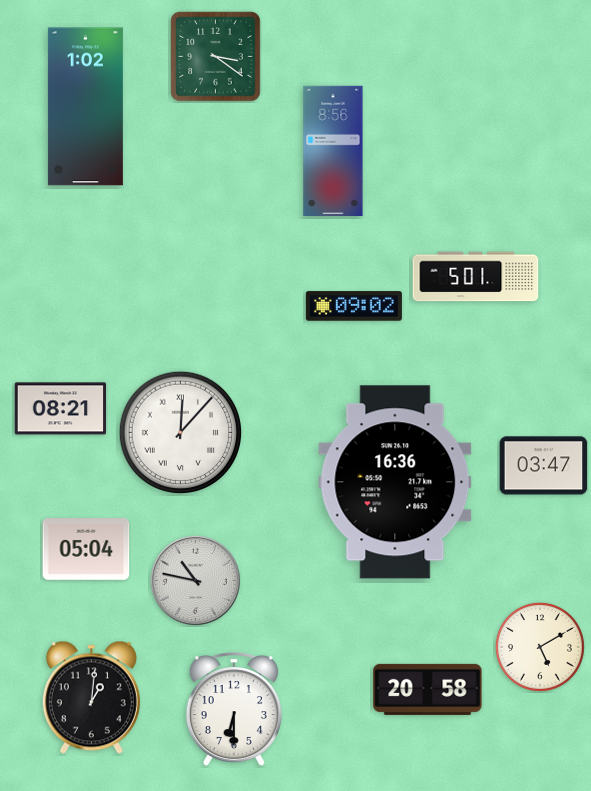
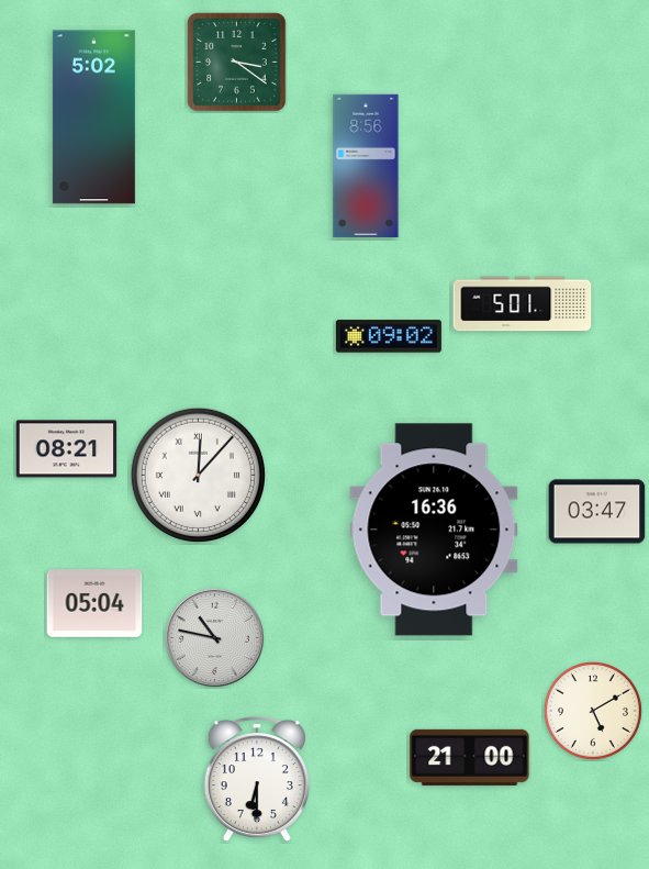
clock at (85, 107): 1:02 -> 5:02
clock at (428, 689): 20:58 -> 21:00
clock at (91, 698): 1:01 -> none
